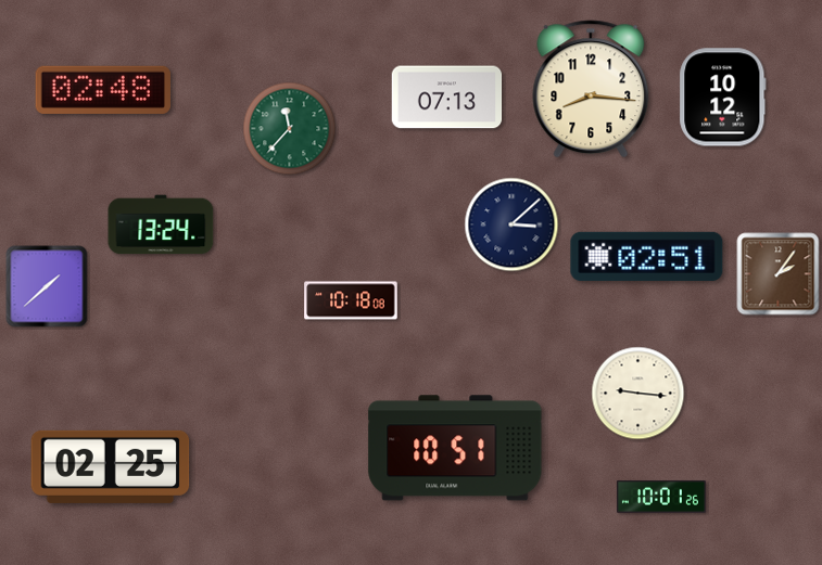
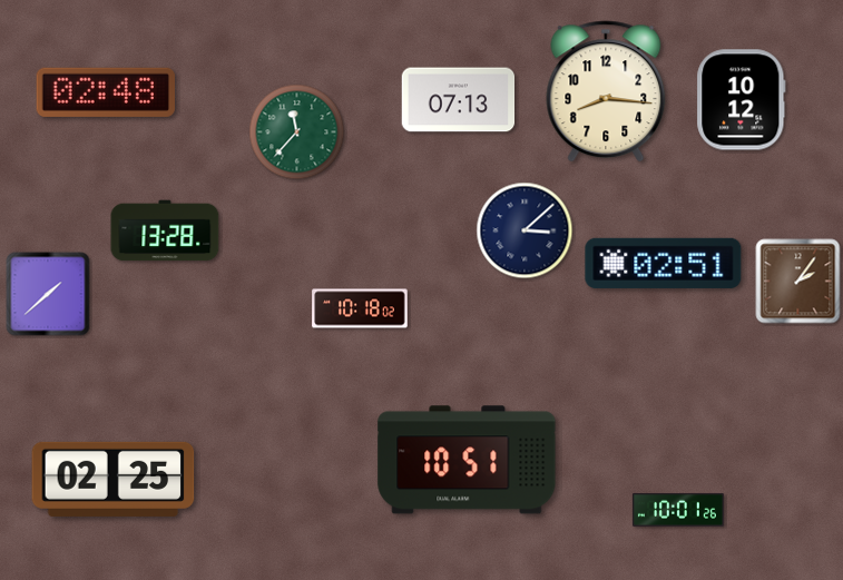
clock at (161, 224): 13:24 -> 13:28
clock at (351, 300): 10:18:08 -> 10:18:02
clock at (638, 394): 9:16 -> none
